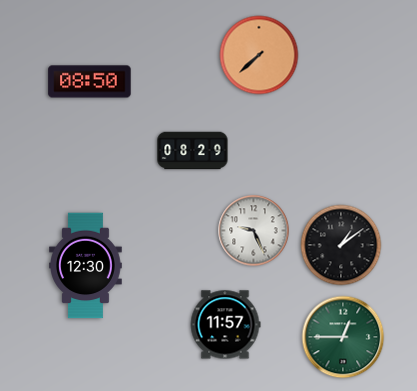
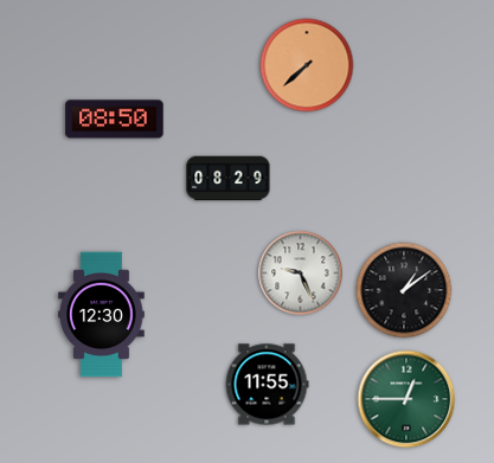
clock at (90, 82) position: (90, 82) -> (115, 120)
clock at (225, 325): 11:57 -> 11:55
